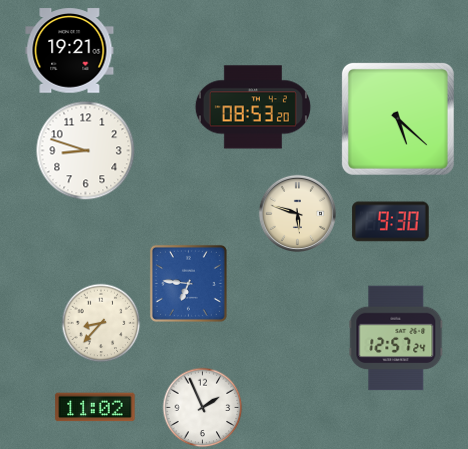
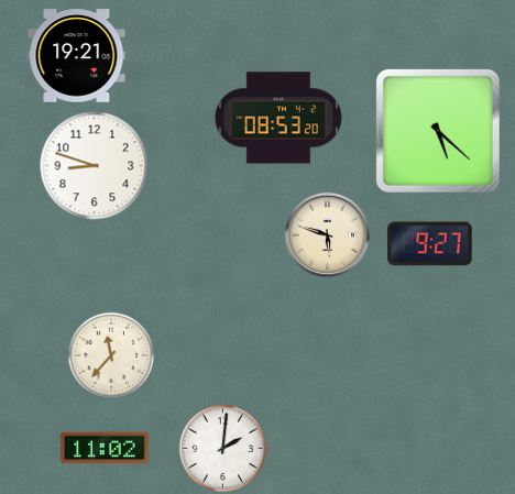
clock at (391, 222): 9:30 -> 9:27
clock at (188, 283): 6:46 -> none
clock at (101, 323): 8:37 -> 11:37
clock at (396, 338): 12:57 -> none
clock at (202, 407): 1:56 -> 2:01
